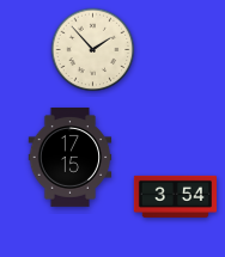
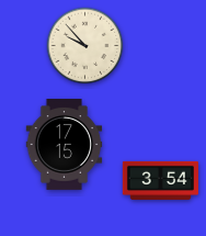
clock at (93, 50): 1:53 -> 9:53
